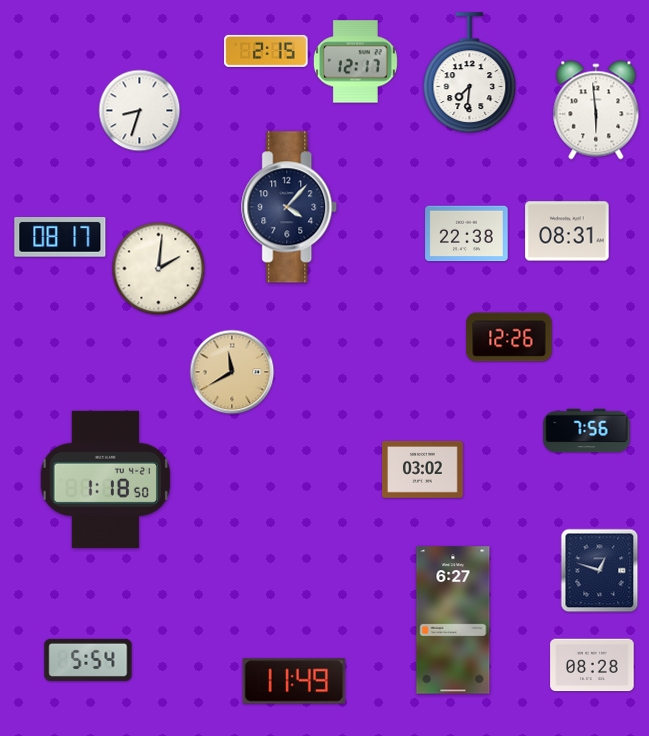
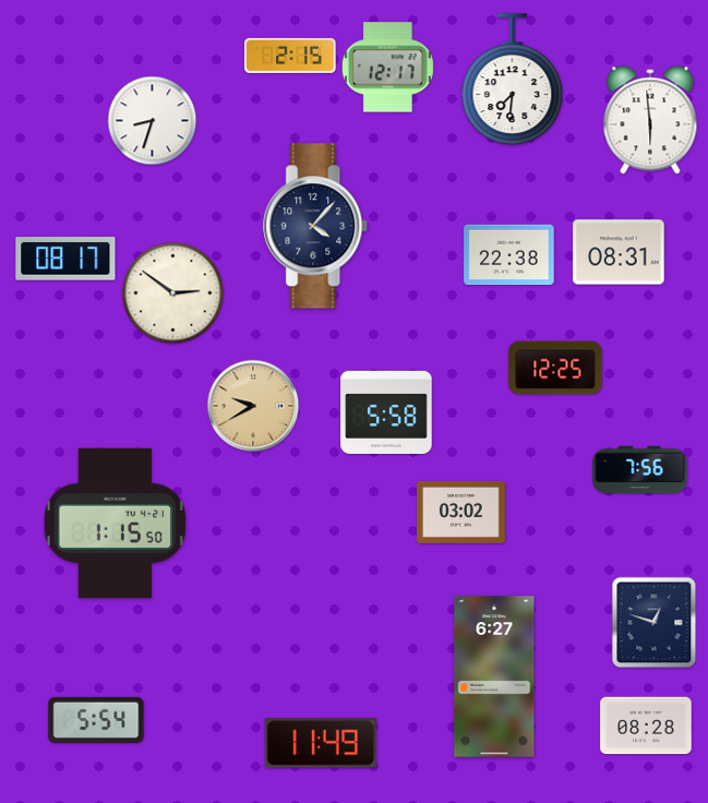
clock at (159, 269): 2:01 -> 2:51
clock at (509, 337): 12:26 -> 12:25
clock at (232, 372): 11:40 -> 9:40
clock at (386, 412): none -> 5:58
clock at (106, 479): 1:18 -> 1:15
